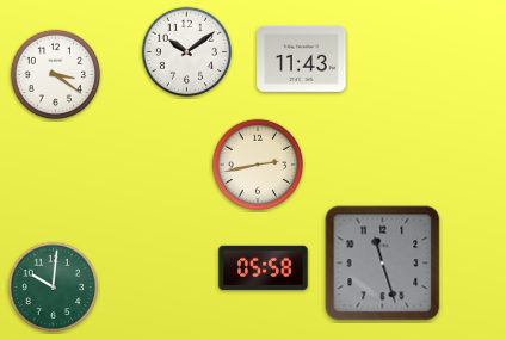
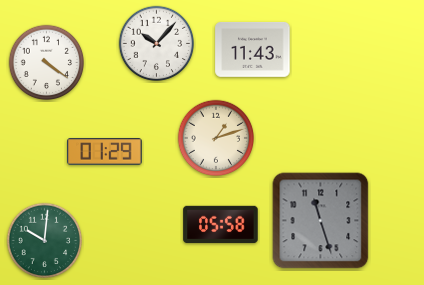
clock at (187, 52): 10:09 -> 10:07
clock at (56, 75): 3:21 -> 4:21
clock at (258, 165): 2:43 -> 1:12
clock at (105, 152): none -> 01:29
